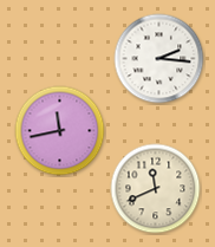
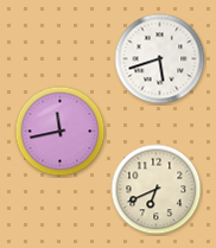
clock at (159, 59): 2:16 -> 5:42
clock at (156, 189): 11:41 -> 6:41
